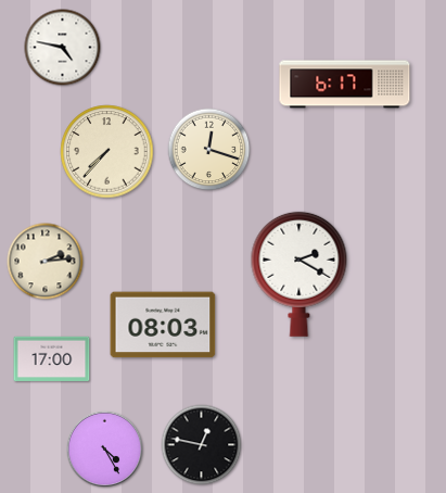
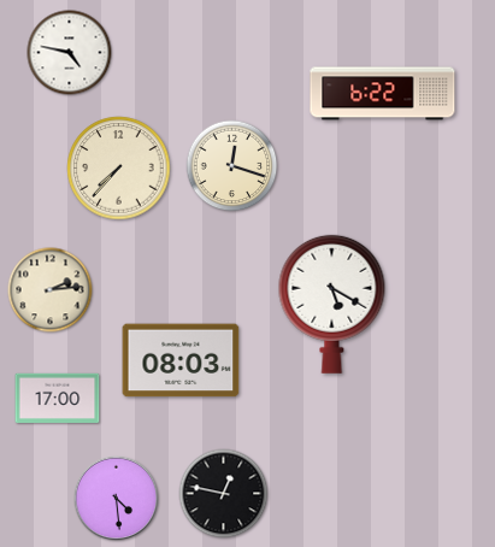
clock at (345, 85): 6:17 -> 6:22
clock at (300, 274): 2:20 -> 5:20
clock at (105, 450): 4:25 -> 4:29
